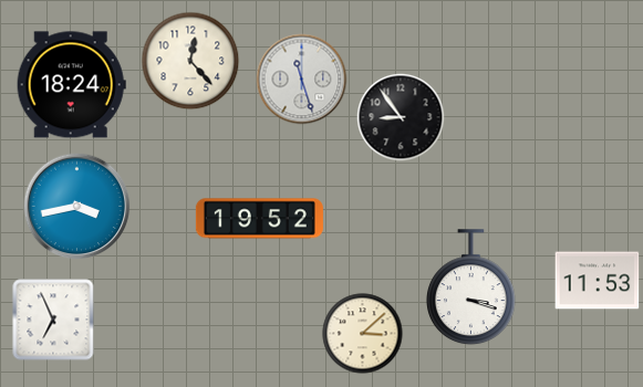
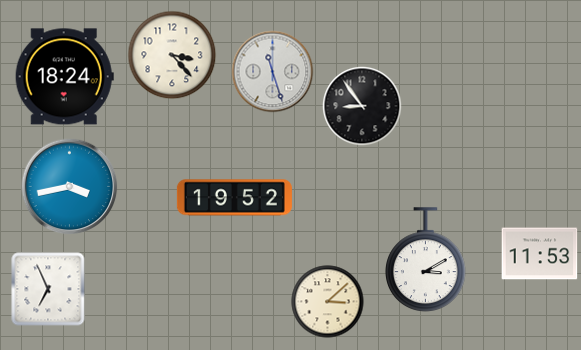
clock at (190, 61): 12:23 -> 3:23
clock at (471, 286): 3:18 -> 3:10
